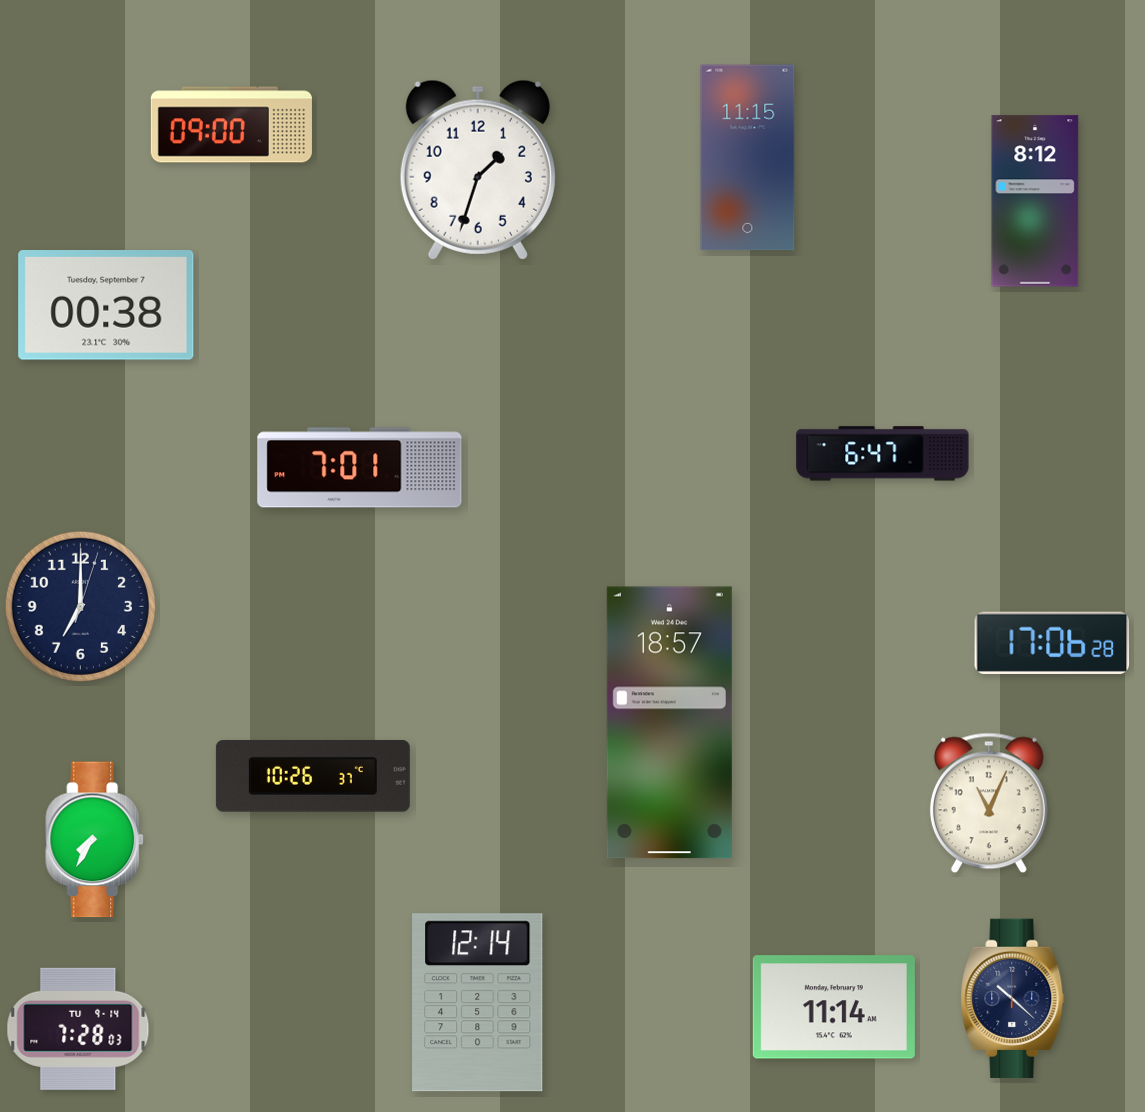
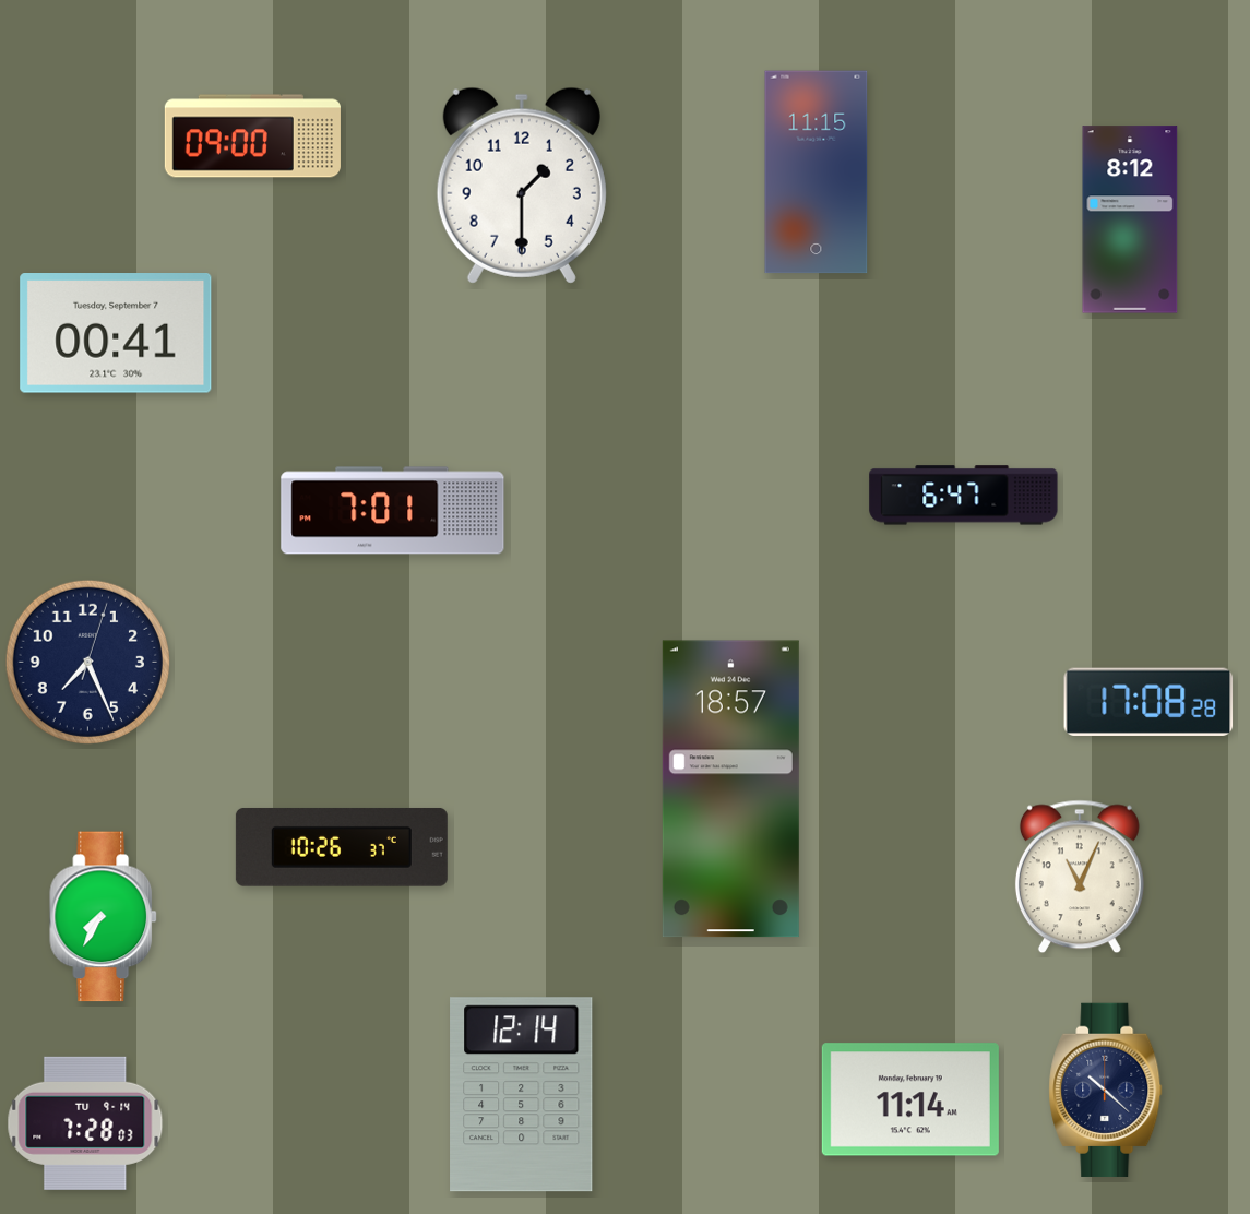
clock at (478, 170): 1:33 -> 1:30
clock at (106, 306): 00:38 -> 00:41
clock at (80, 606): 7:00 -> 7:26
clock at (1052, 643): 17:06 -> 17:08
